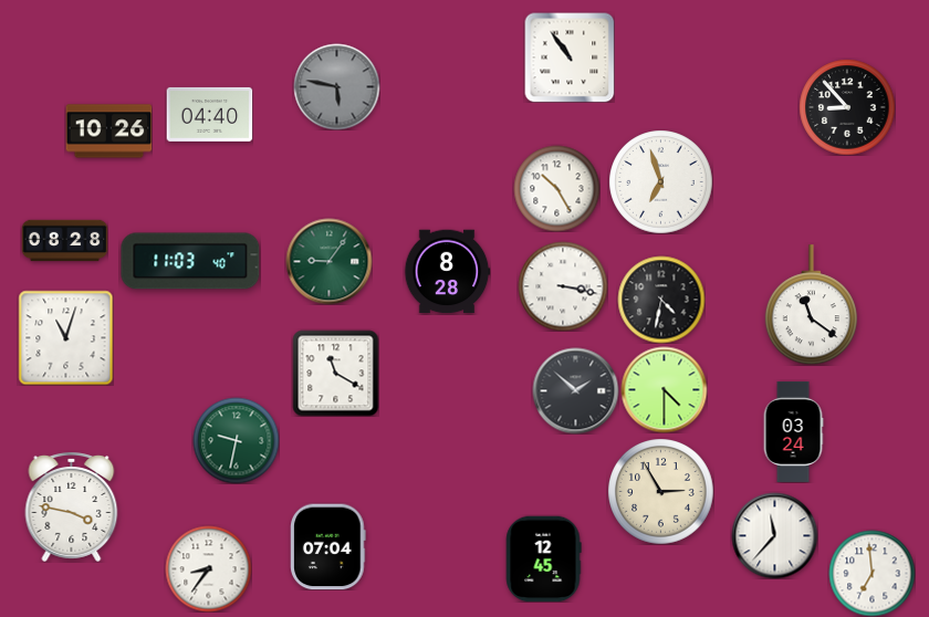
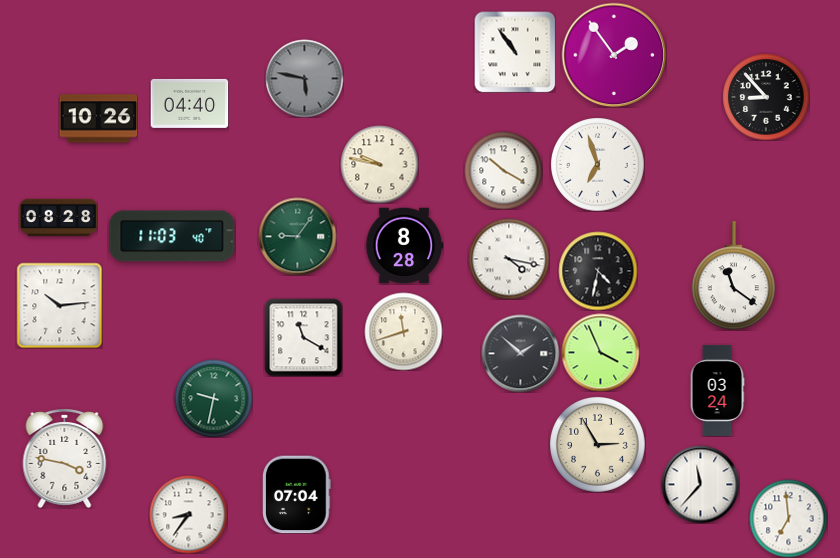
clock at (614, 55): none -> 1:54
clock at (379, 164): none -> 9:47
clock at (556, 188): 10:25 -> 10:20
clock at (563, 286): 3:17 -> 4:17
clock at (65, 337): 11:03 -> 10:14
clock at (403, 331): none -> 11:42
clock at (664, 389): 4:30 -> 3:56
clock at (543, 558): 12:45 -> none
